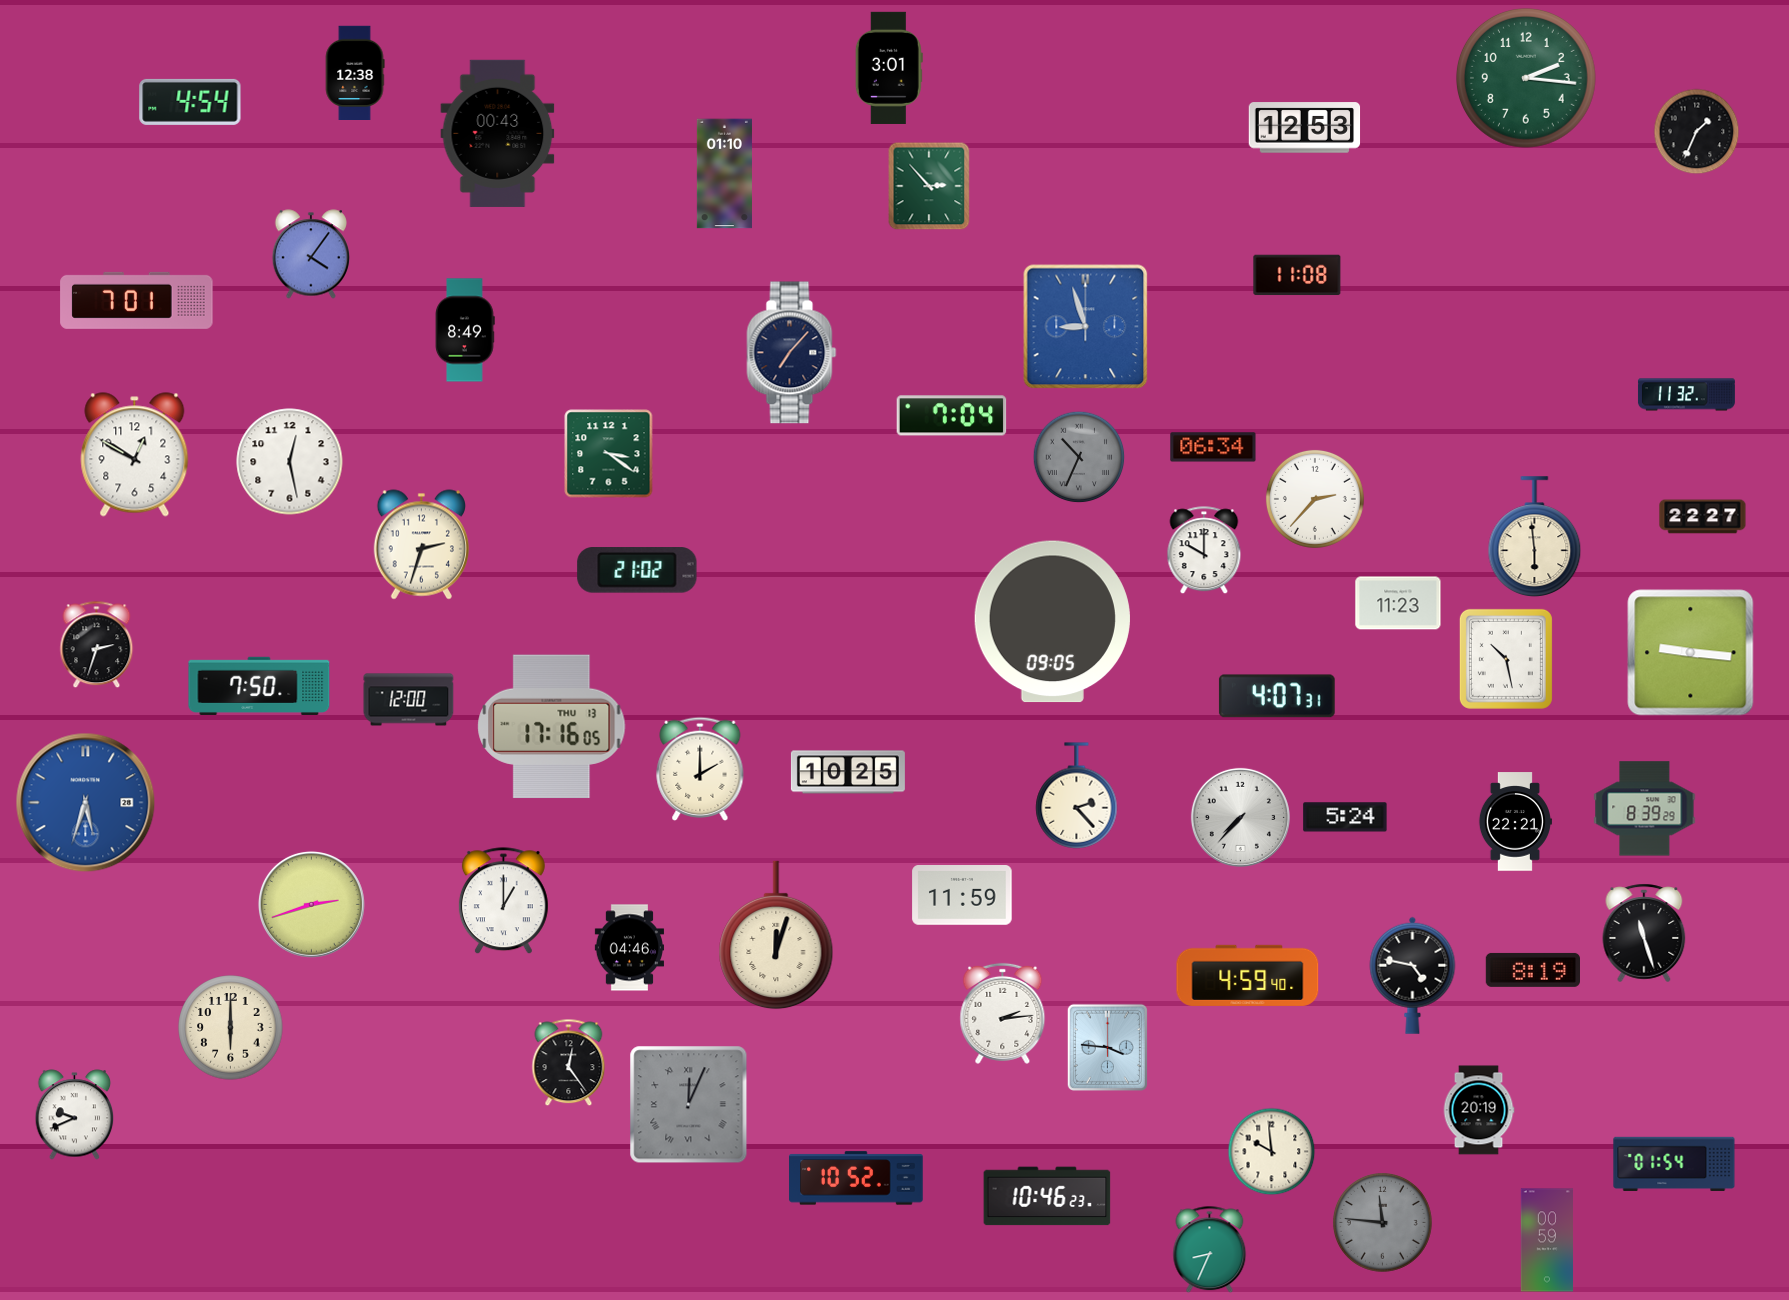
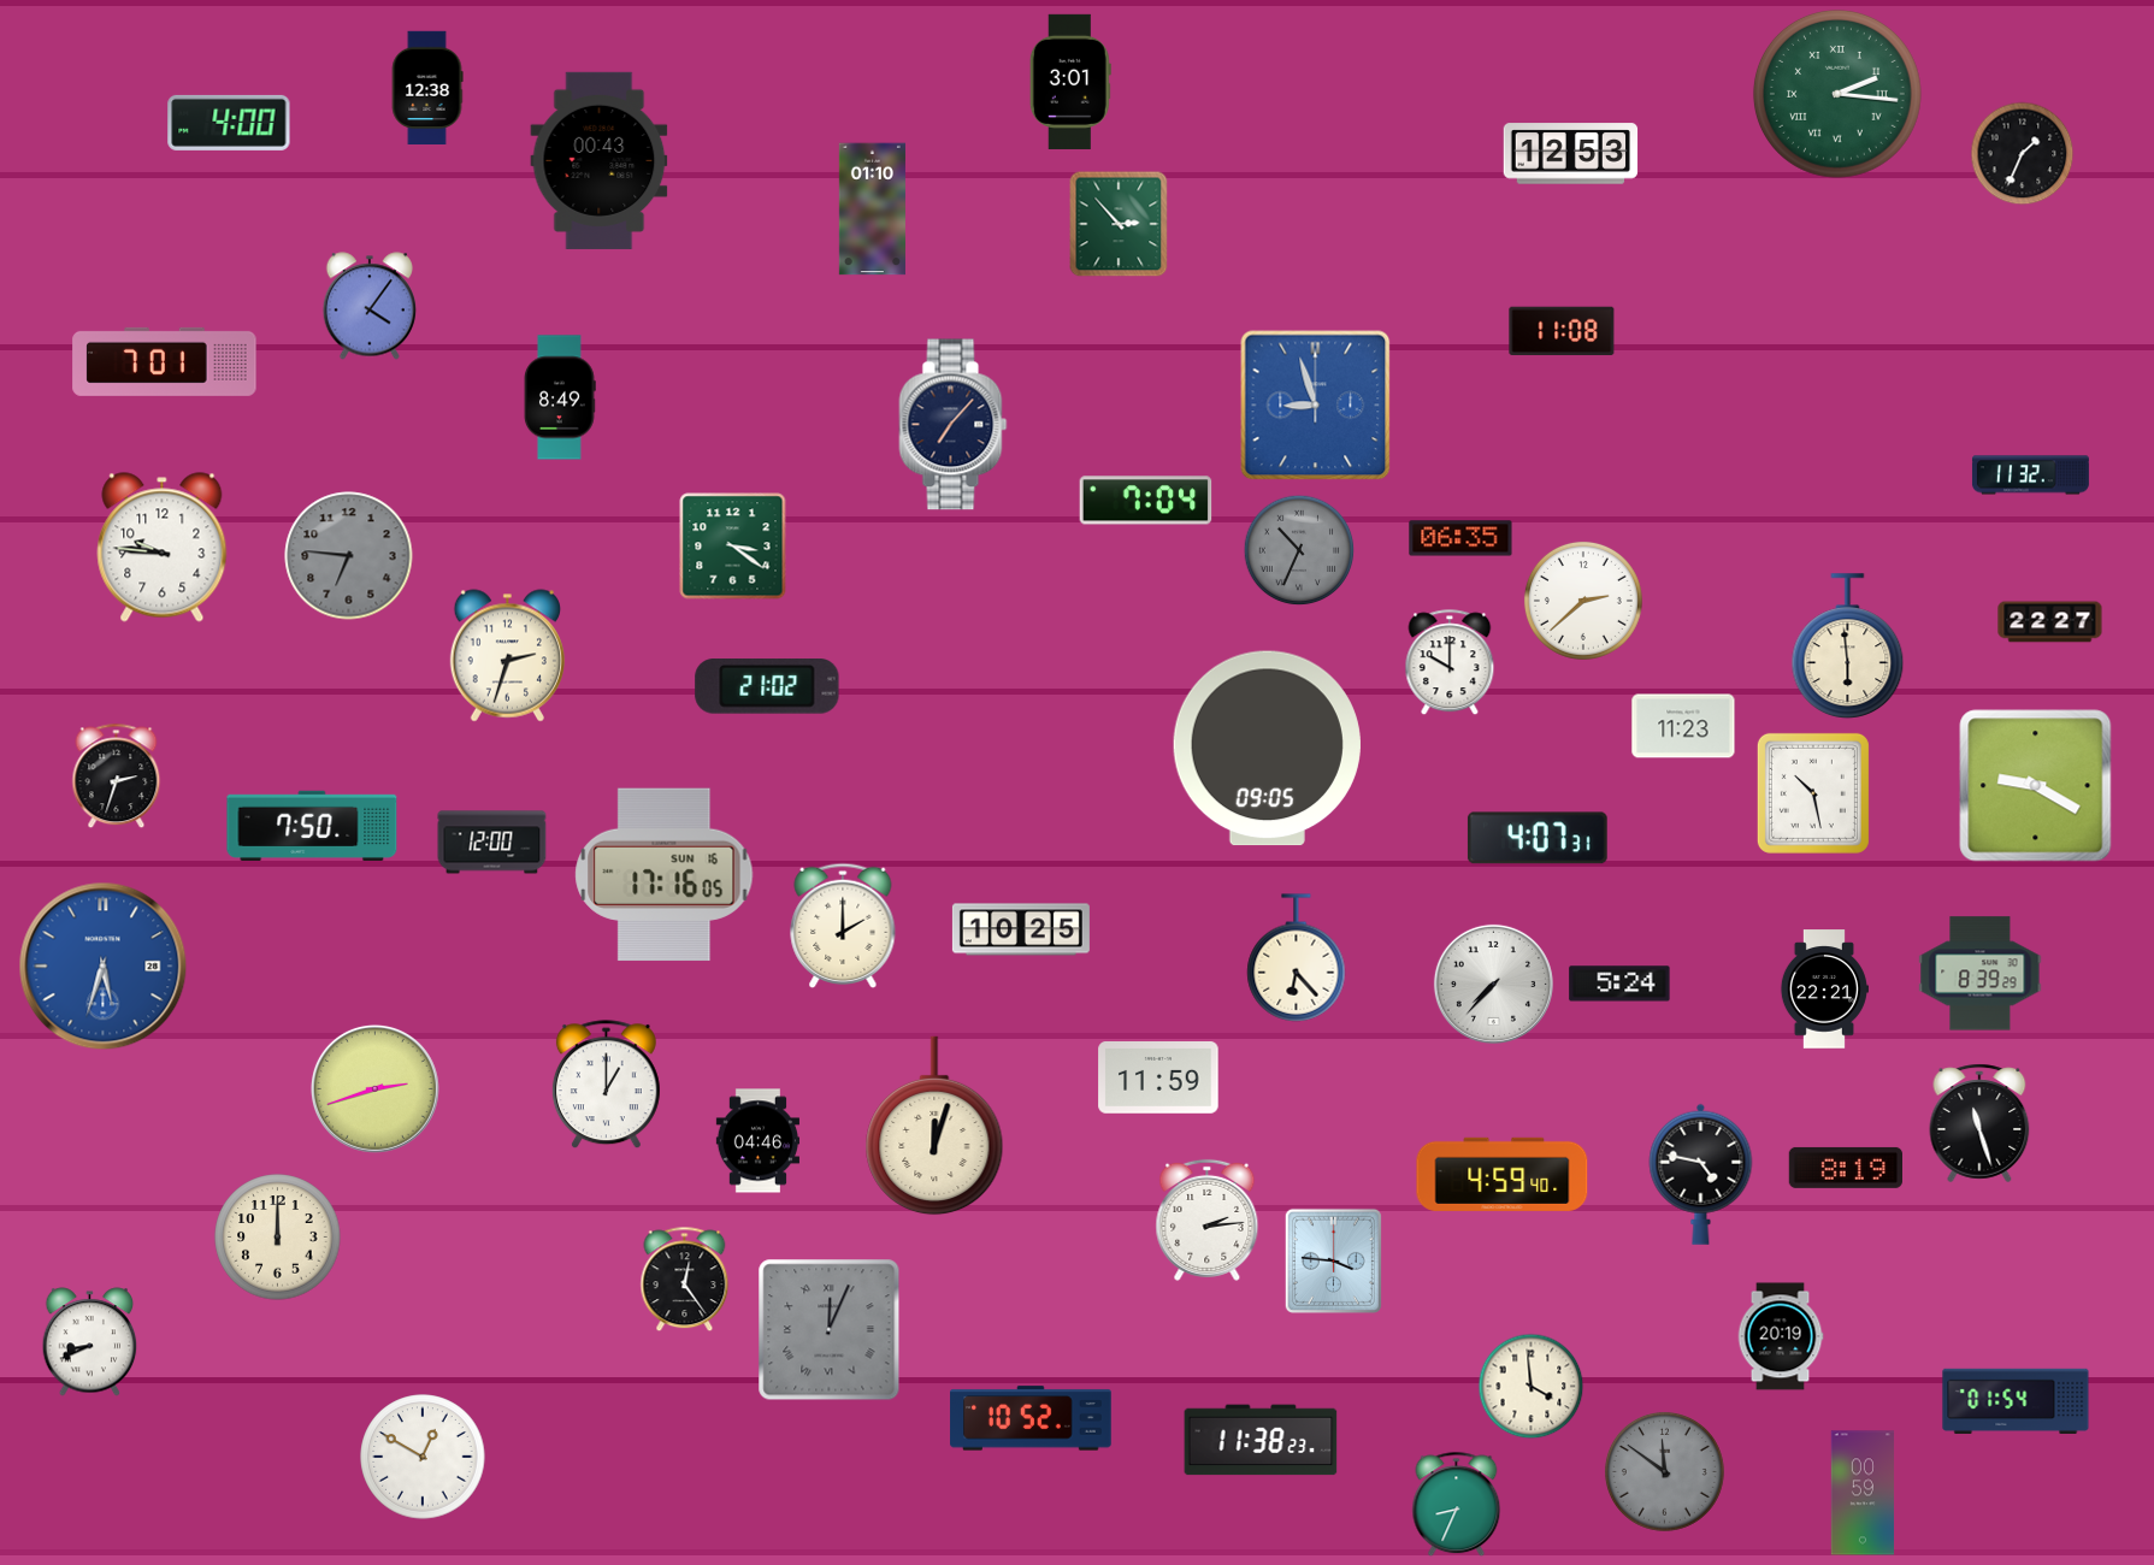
clock at (1526, 78) numerals: Arabic -> Roman
clock at (190, 102): 4:54 -> 4:00
clock at (1697, 132) position: (1697, 132) -> (2023, 154)
clock at (310, 254) position: (310, 254) -> (368, 306)
clock at (1086, 327) position: (1086, 327) -> (1316, 406)
clock at (1213, 447): 06:34 -> 06:35
clock at (135, 455): 12:50 -> 9:46
clock at (290, 462): 12:28 -> 6:46
clock at (290, 462) dial: white -> grey
clock at (1315, 499): 2:37 -> 2:38
clock at (1691, 653): 9:16 -> 9:20
clock at (552, 727) date: THU 13 -> SUN 16
clock at (1077, 796): 2:23 -> 6:23
clock at (231, 1028): 6:00 -> 12:00
clock at (75, 1115): 9:41 -> 8:41
clock at (1272, 1152): 9:59 -> 3:59
clock at (1047, 1196): 10:46 -> 11:38
clock at (423, 1457): none -> 12:50
clock at (1382, 1222): 11:46 -> 11:51
